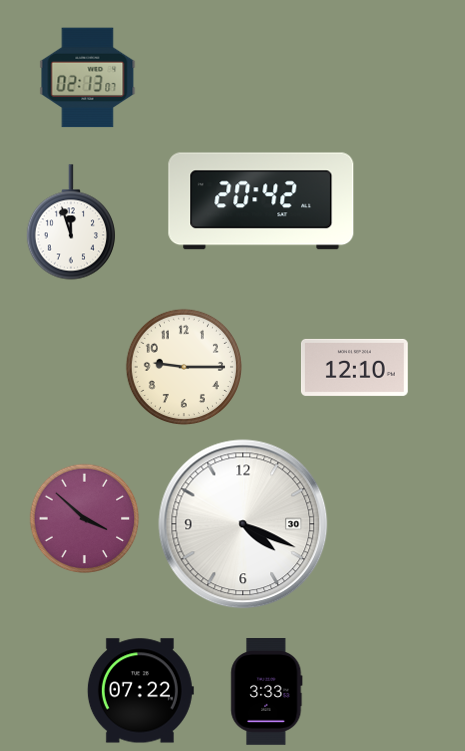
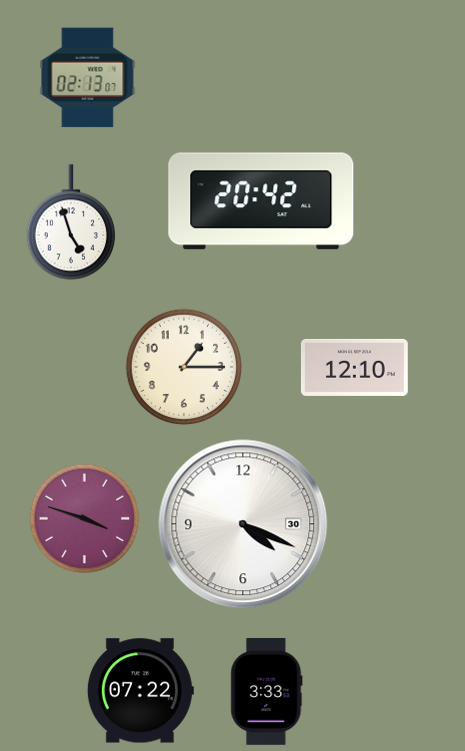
clock at (71, 222): 11:57 -> 4:57
clock at (183, 366): 9:15 -> 1:15
clock at (85, 519): 3:52 -> 3:48
